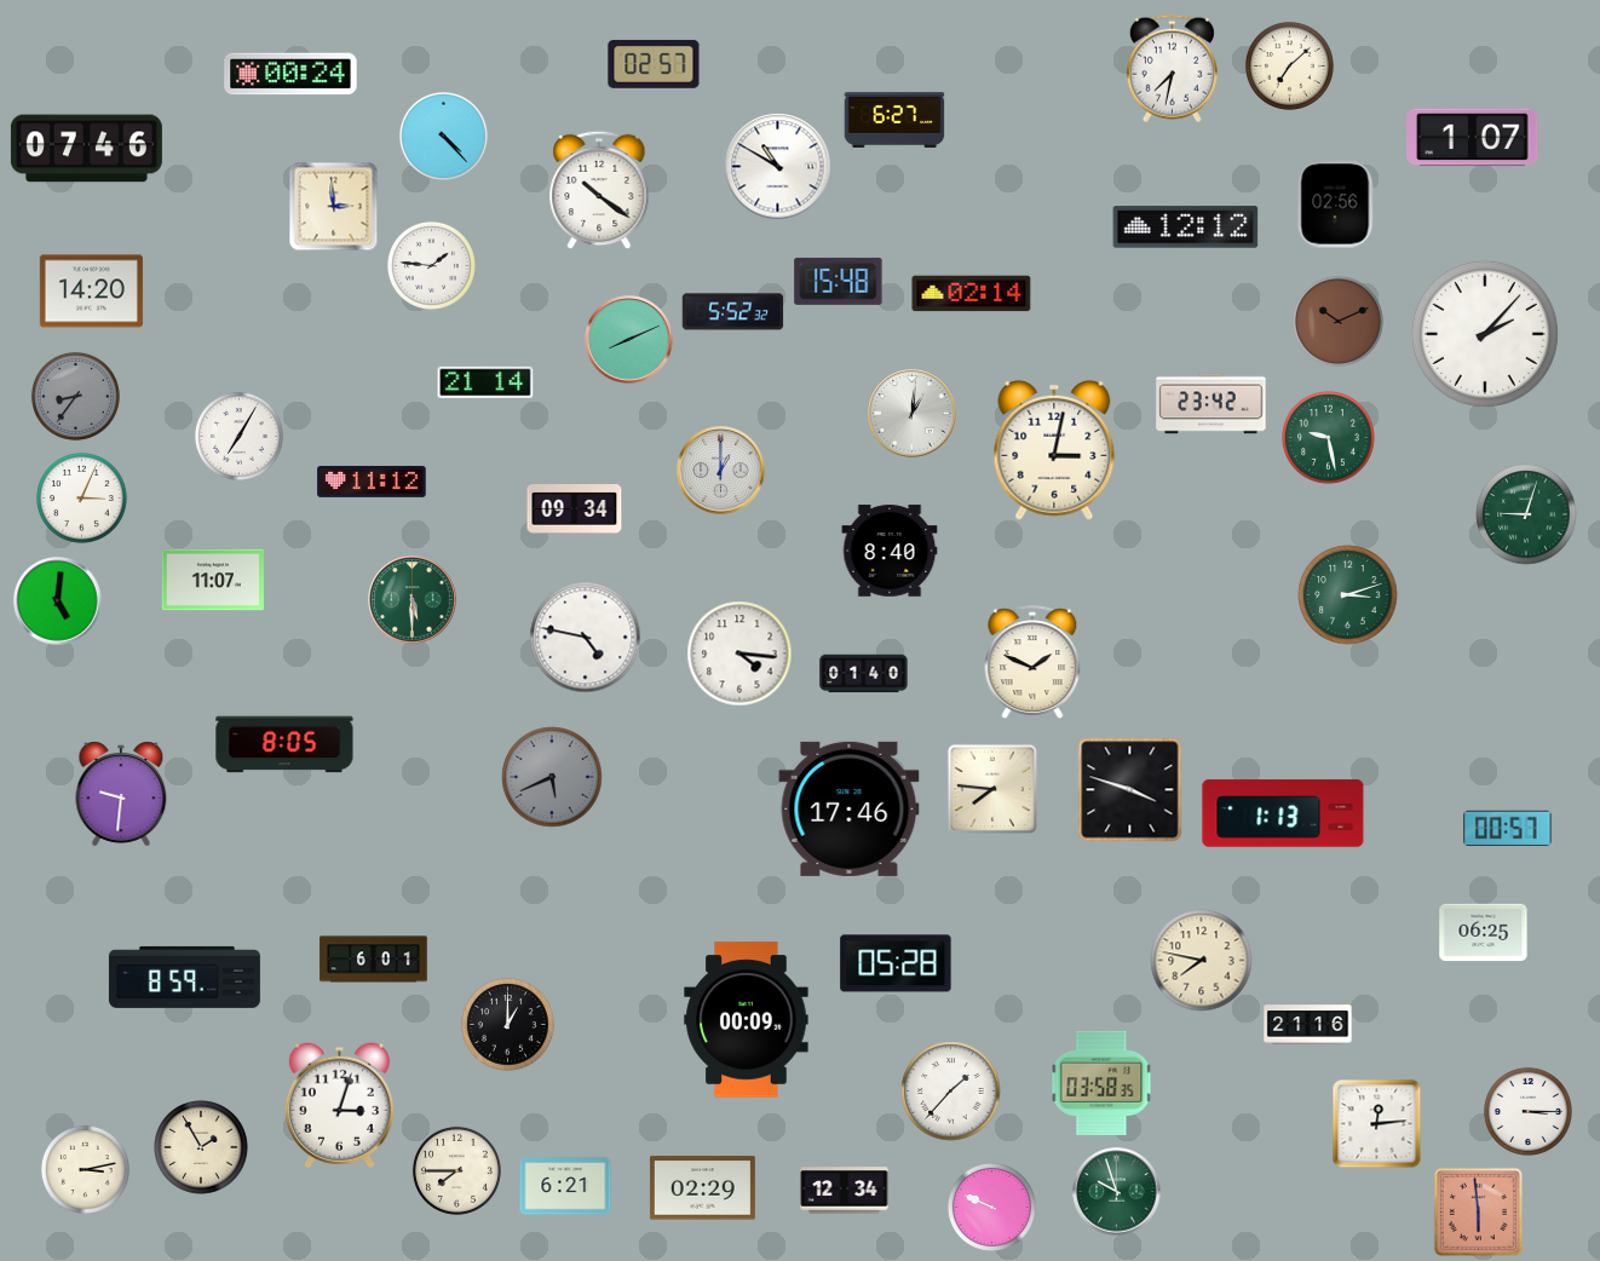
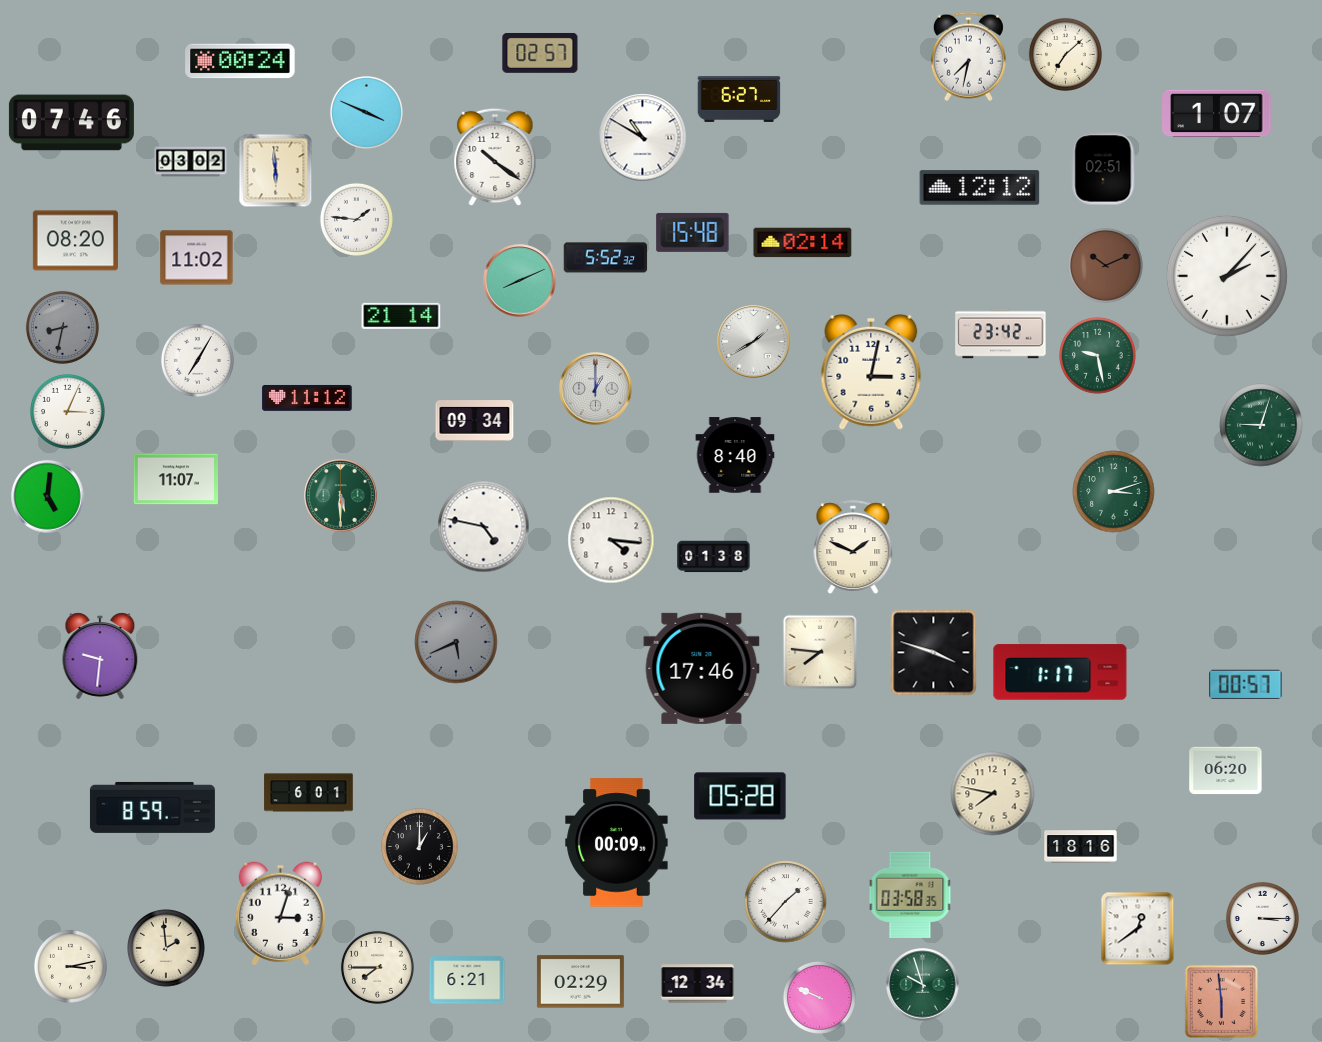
clock at (443, 136): 4:23 -> 3:49
clock at (191, 162): none -> 03:02
clock at (1336, 205): 02:56 -> 02:51
clock at (334, 207): 2:59 -> 5:59
clock at (91, 292): 14:20 -> 08:20
clock at (197, 258): none -> 11:02
clock at (75, 396): 8:36 -> 8:32
clock at (913, 414): 1:01 -> 1:40
clock at (1329, 438) position: (1329, 438) -> (1098, 356)
clock at (864, 674): 01:40 -> 01:38
clock at (284, 744): 8:05 -> none
clock at (1283, 813): 1:13 -> 1:17
clock at (1484, 933): 06:25 -> 06:20
clock at (1308, 1025): 21:16 -> 18:16
clock at (1377, 1124): 12:14 -> 12:39
clock at (201, 1147): 1:55 -> 1:59
